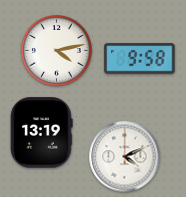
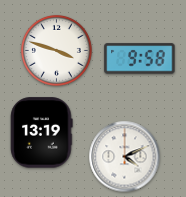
clock at (56, 50): 4:13 -> 3:48
